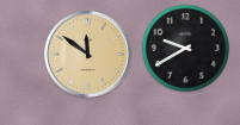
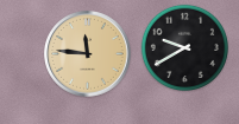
clock at (88, 55): 11:51 -> 11:46
